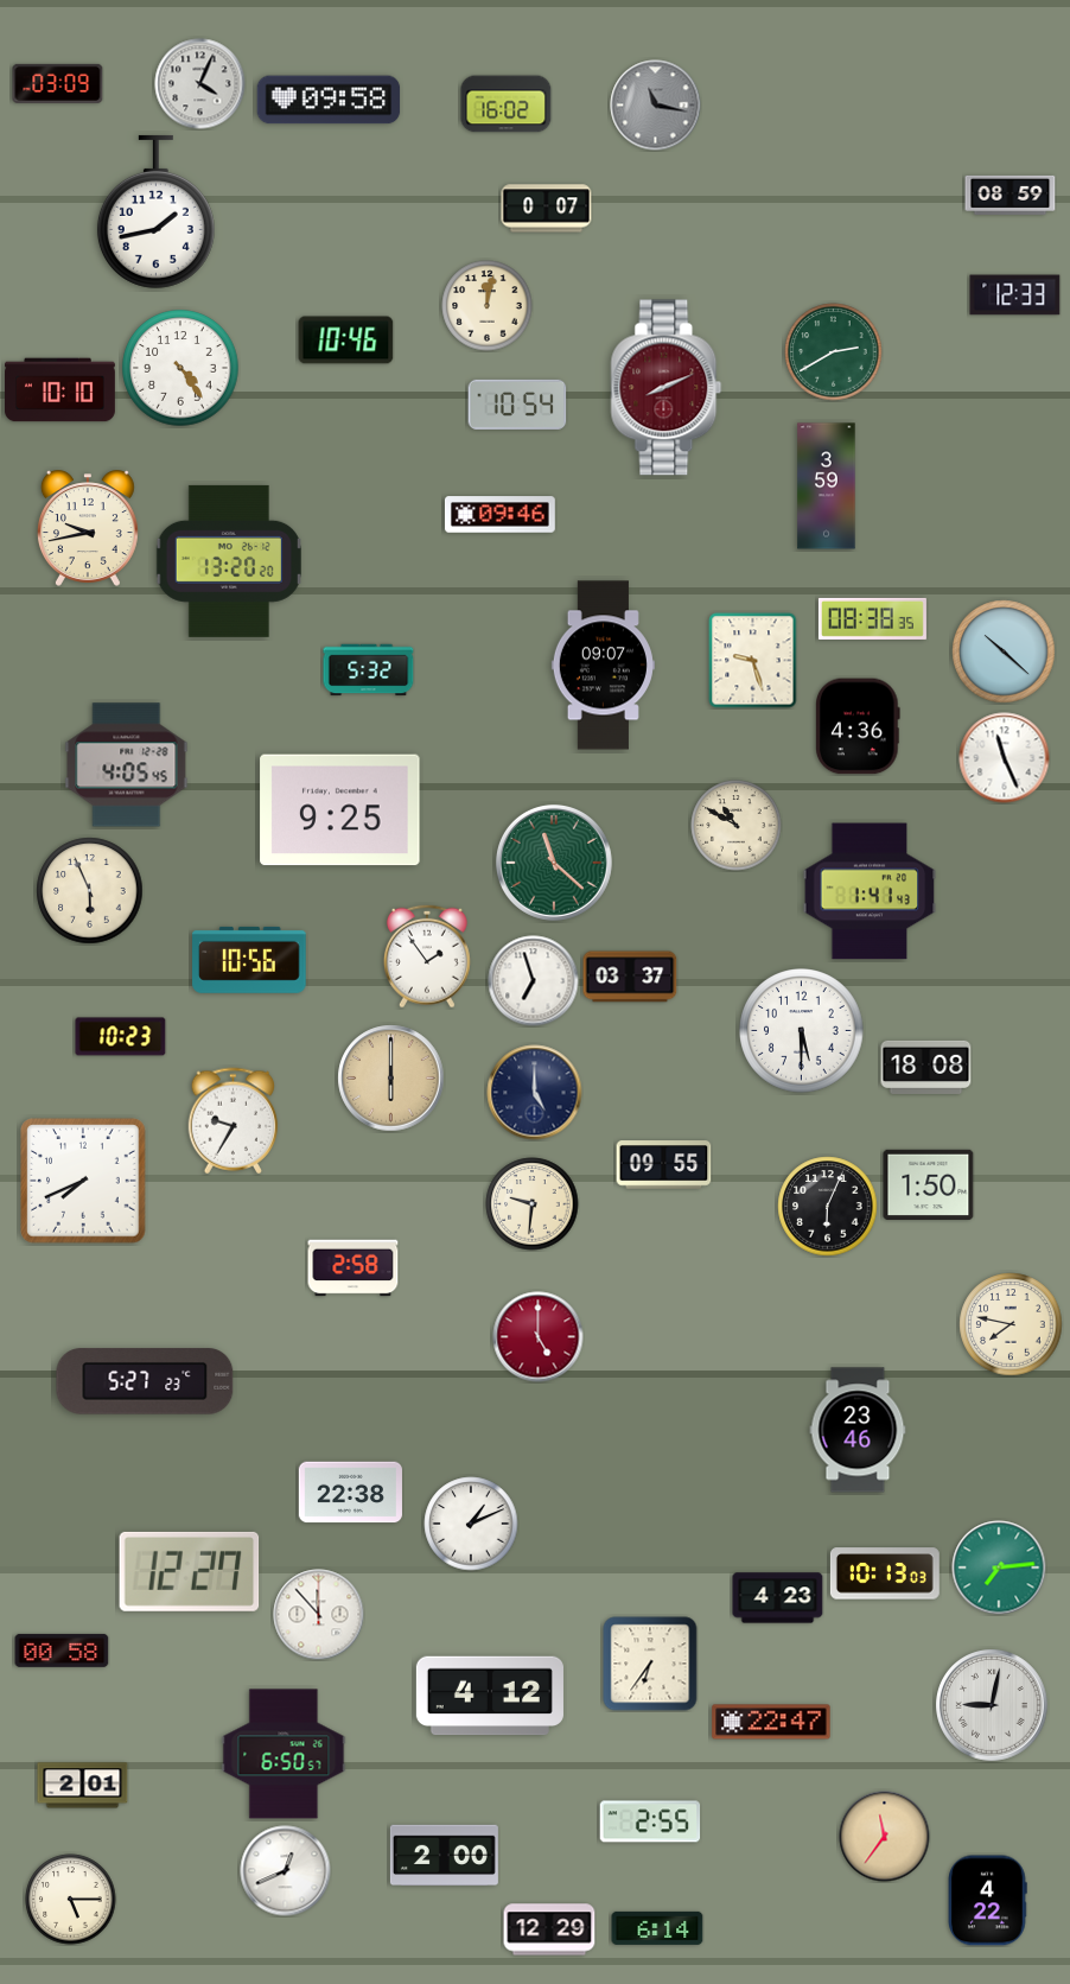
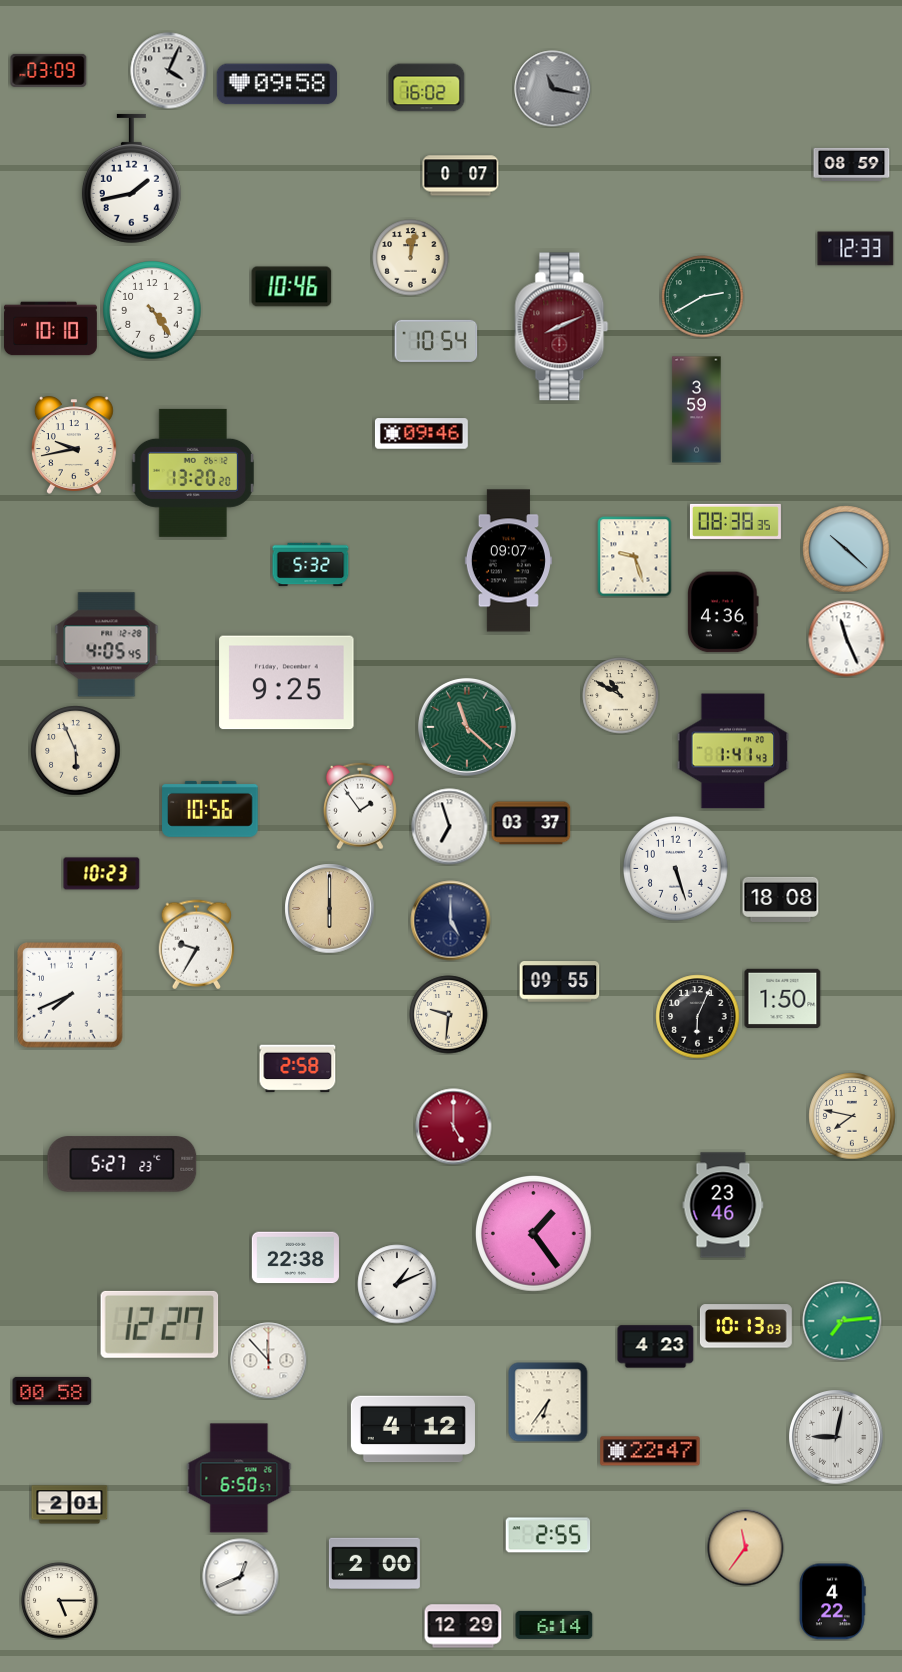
clock at (802, 1031): 5:30 -> 5:27
clock at (533, 1233): none -> 1:24
